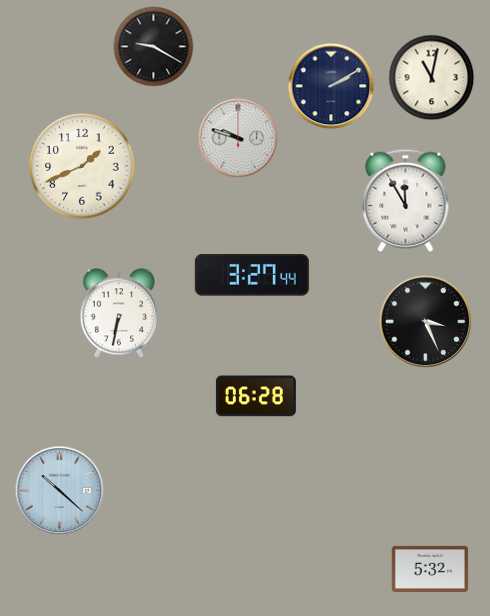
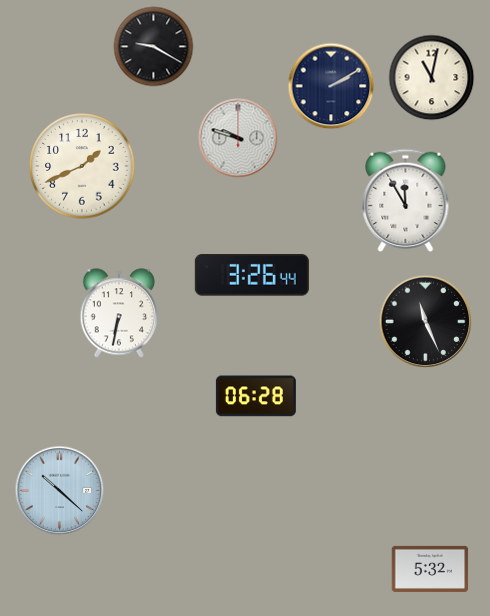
clock at (252, 275): 3:27 -> 3:26
clock at (426, 322): 3:26 -> 11:26
